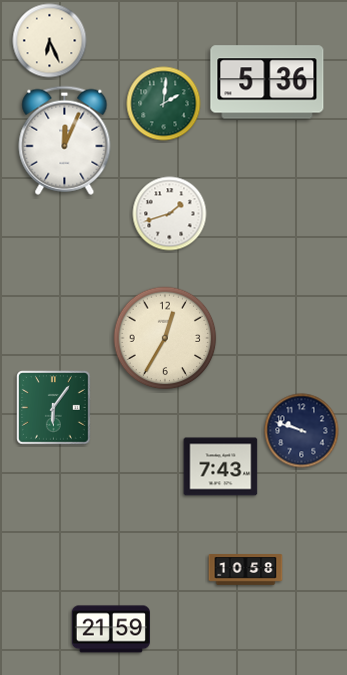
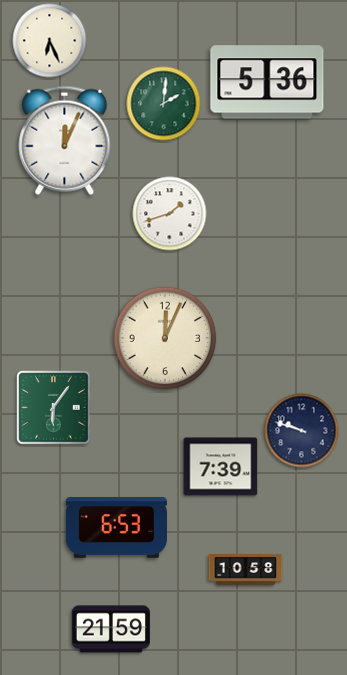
clock at (165, 338): 12:35 -> 12:04
clock at (221, 467): 7:43 -> 7:39
clock at (116, 528): none -> 6:53
